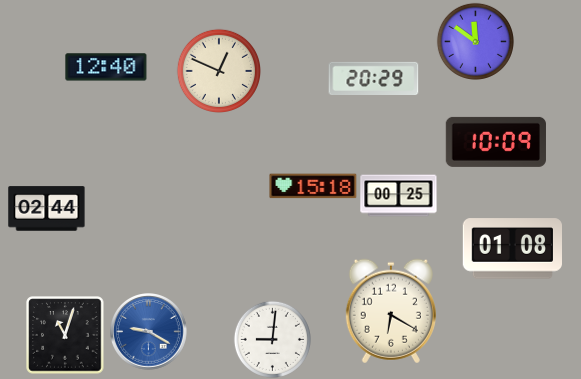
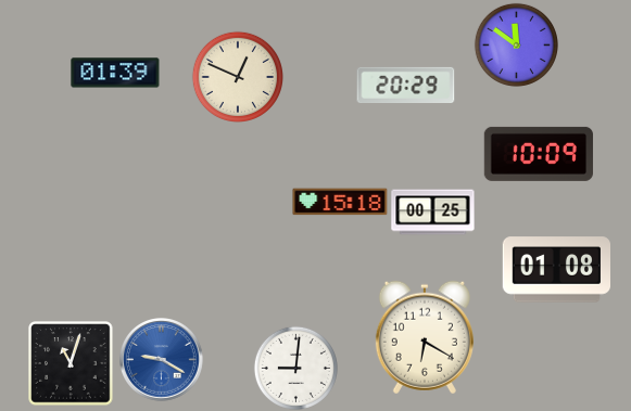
clock at (106, 67): 12:40 -> 01:39
clock at (47, 209): 02:44 -> none
